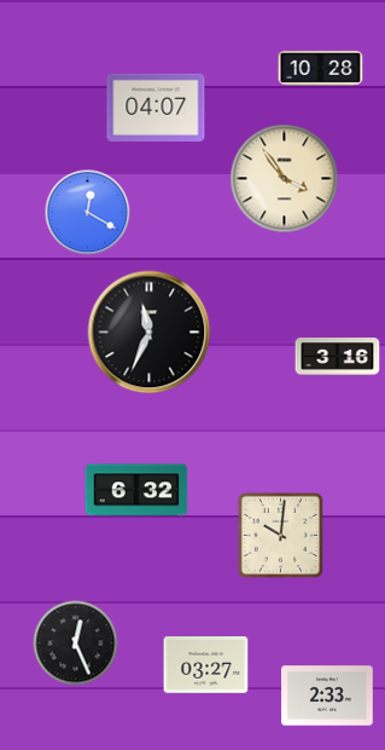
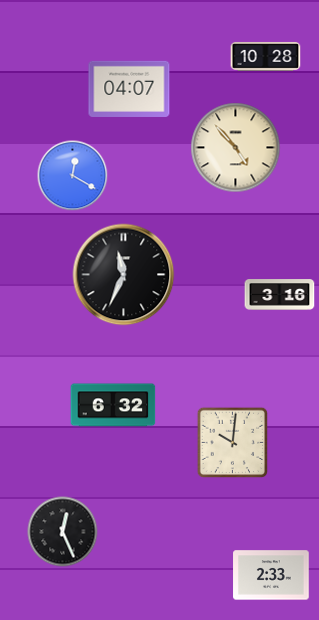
clock at (285, 179): 3:54 -> 4:53
clock at (206, 665): 03:27 -> none
